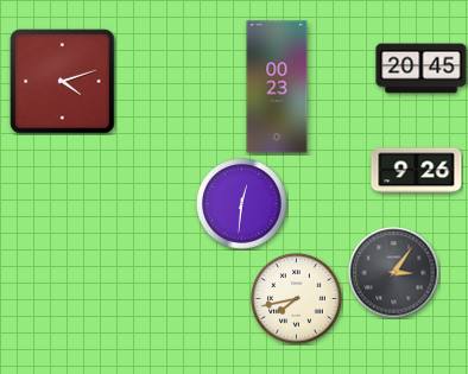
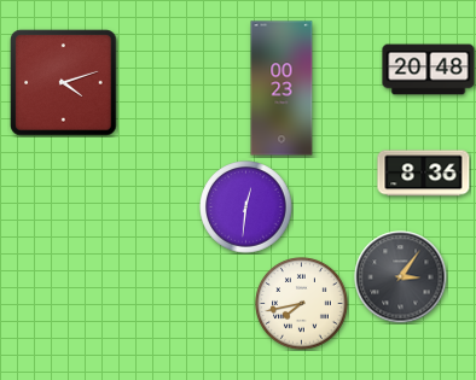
clock at (422, 69): 20:45 -> 20:48
clock at (417, 171): 9:26 -> 8:36
